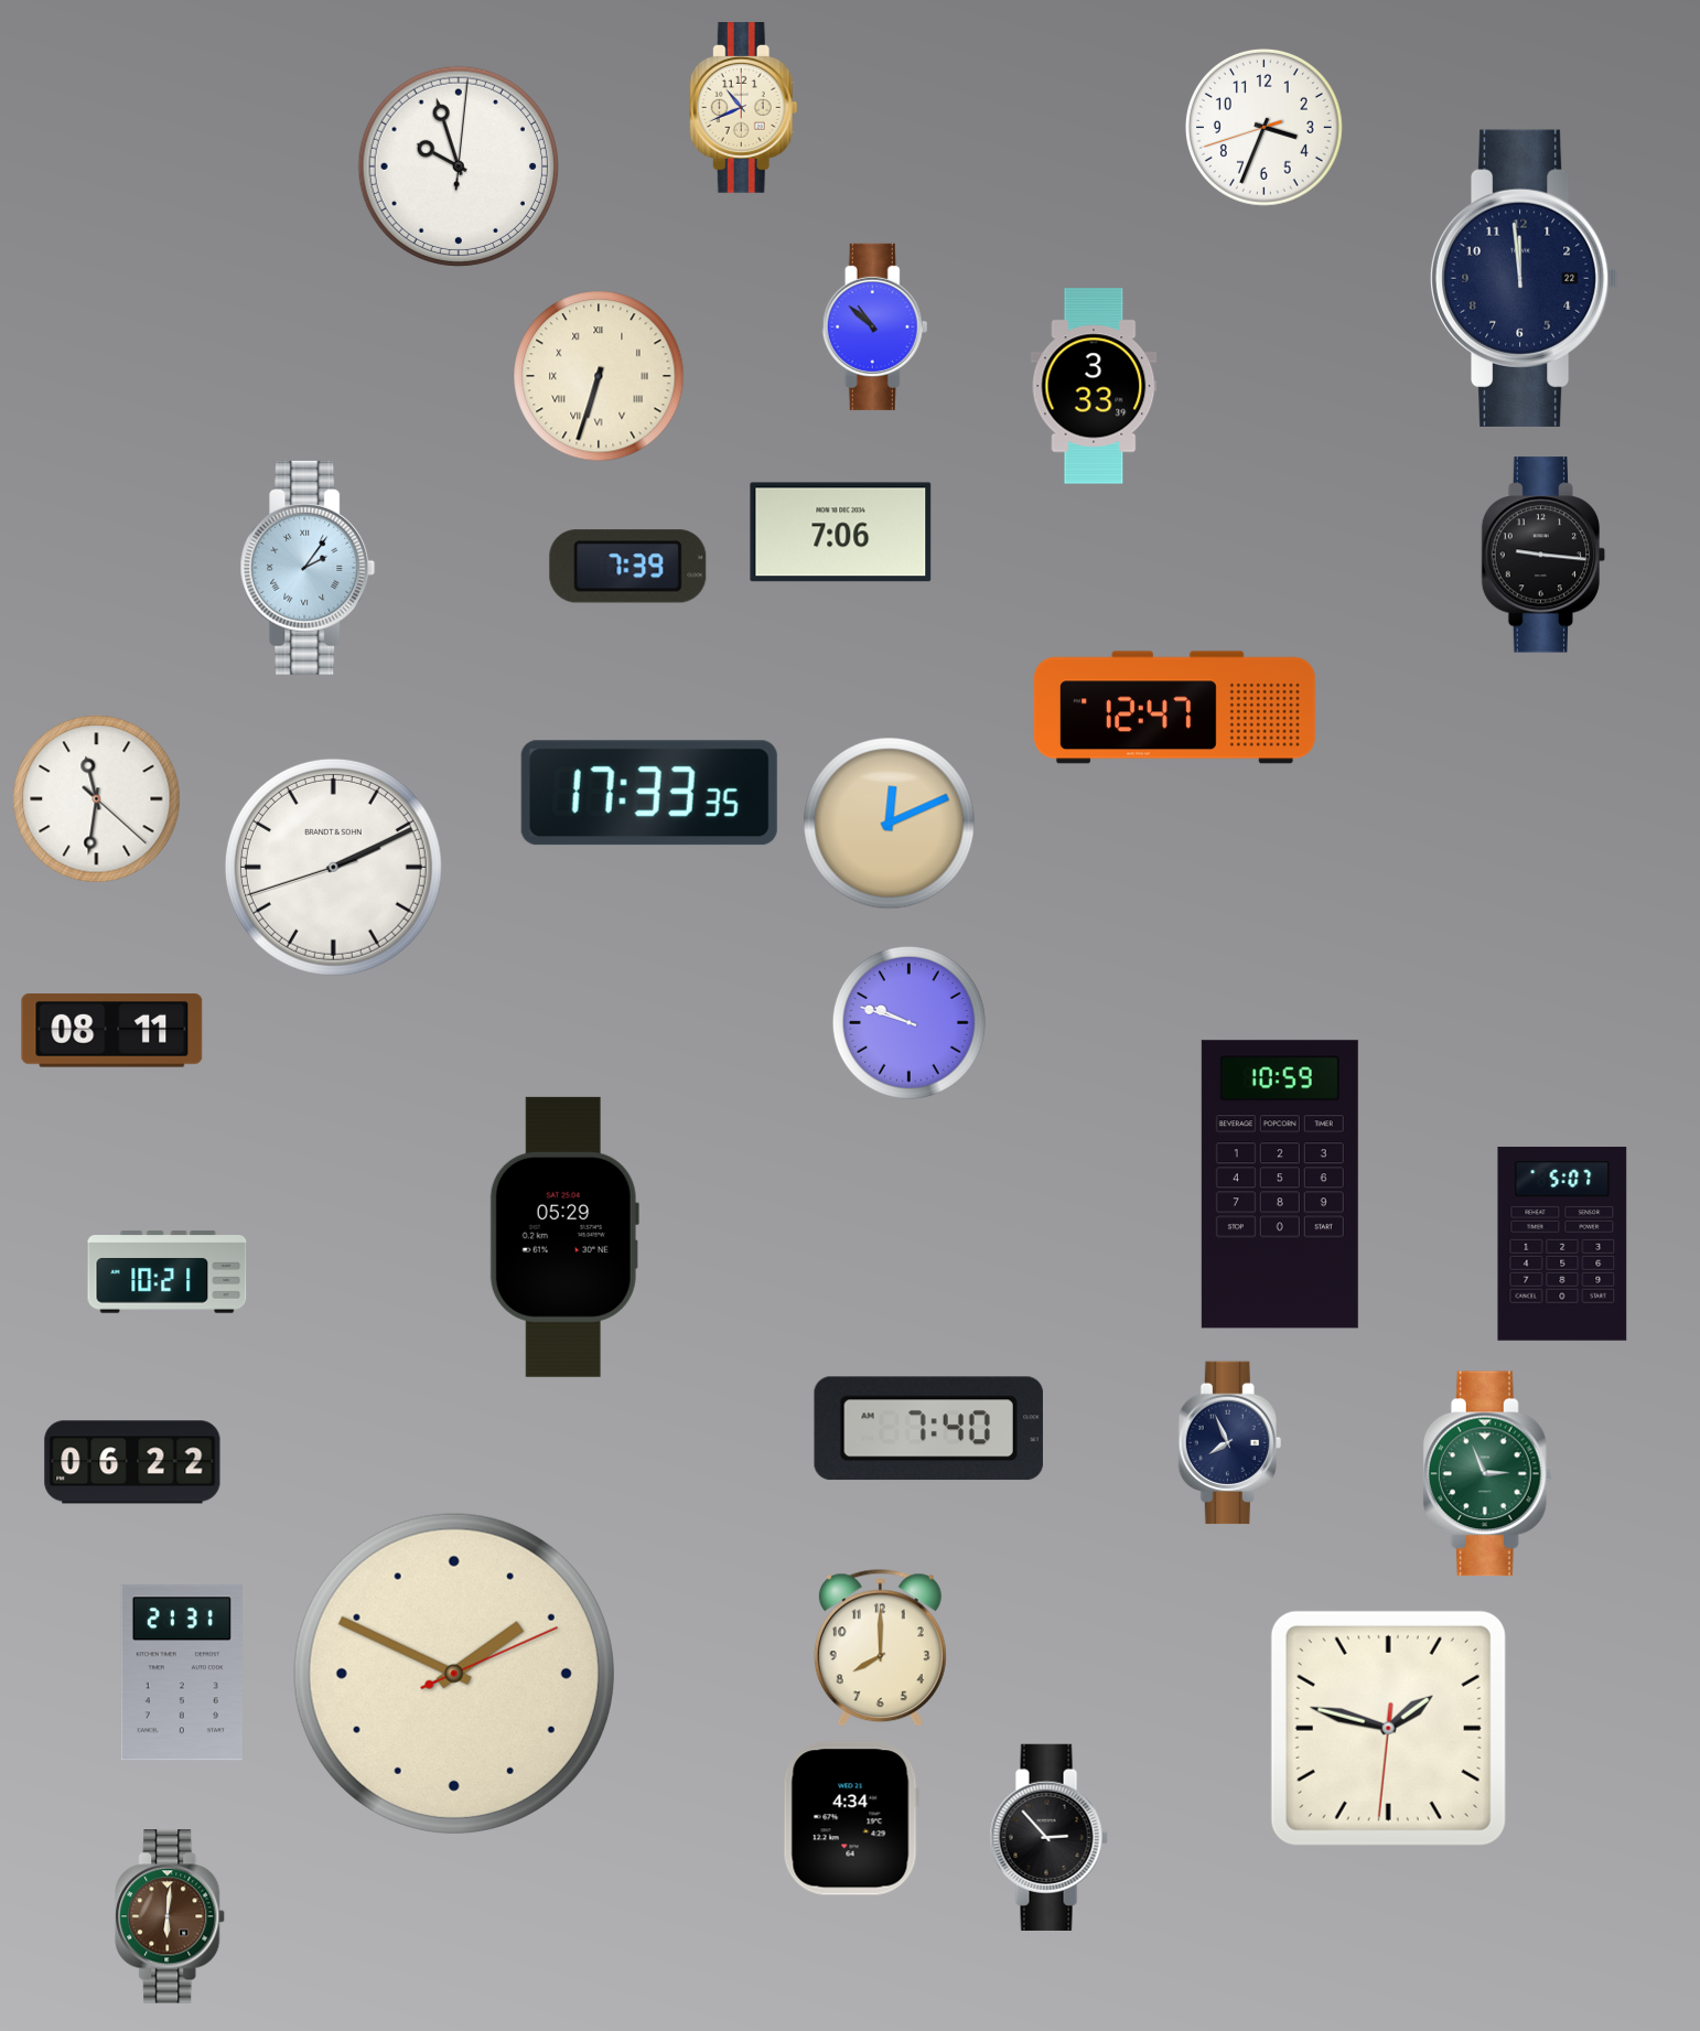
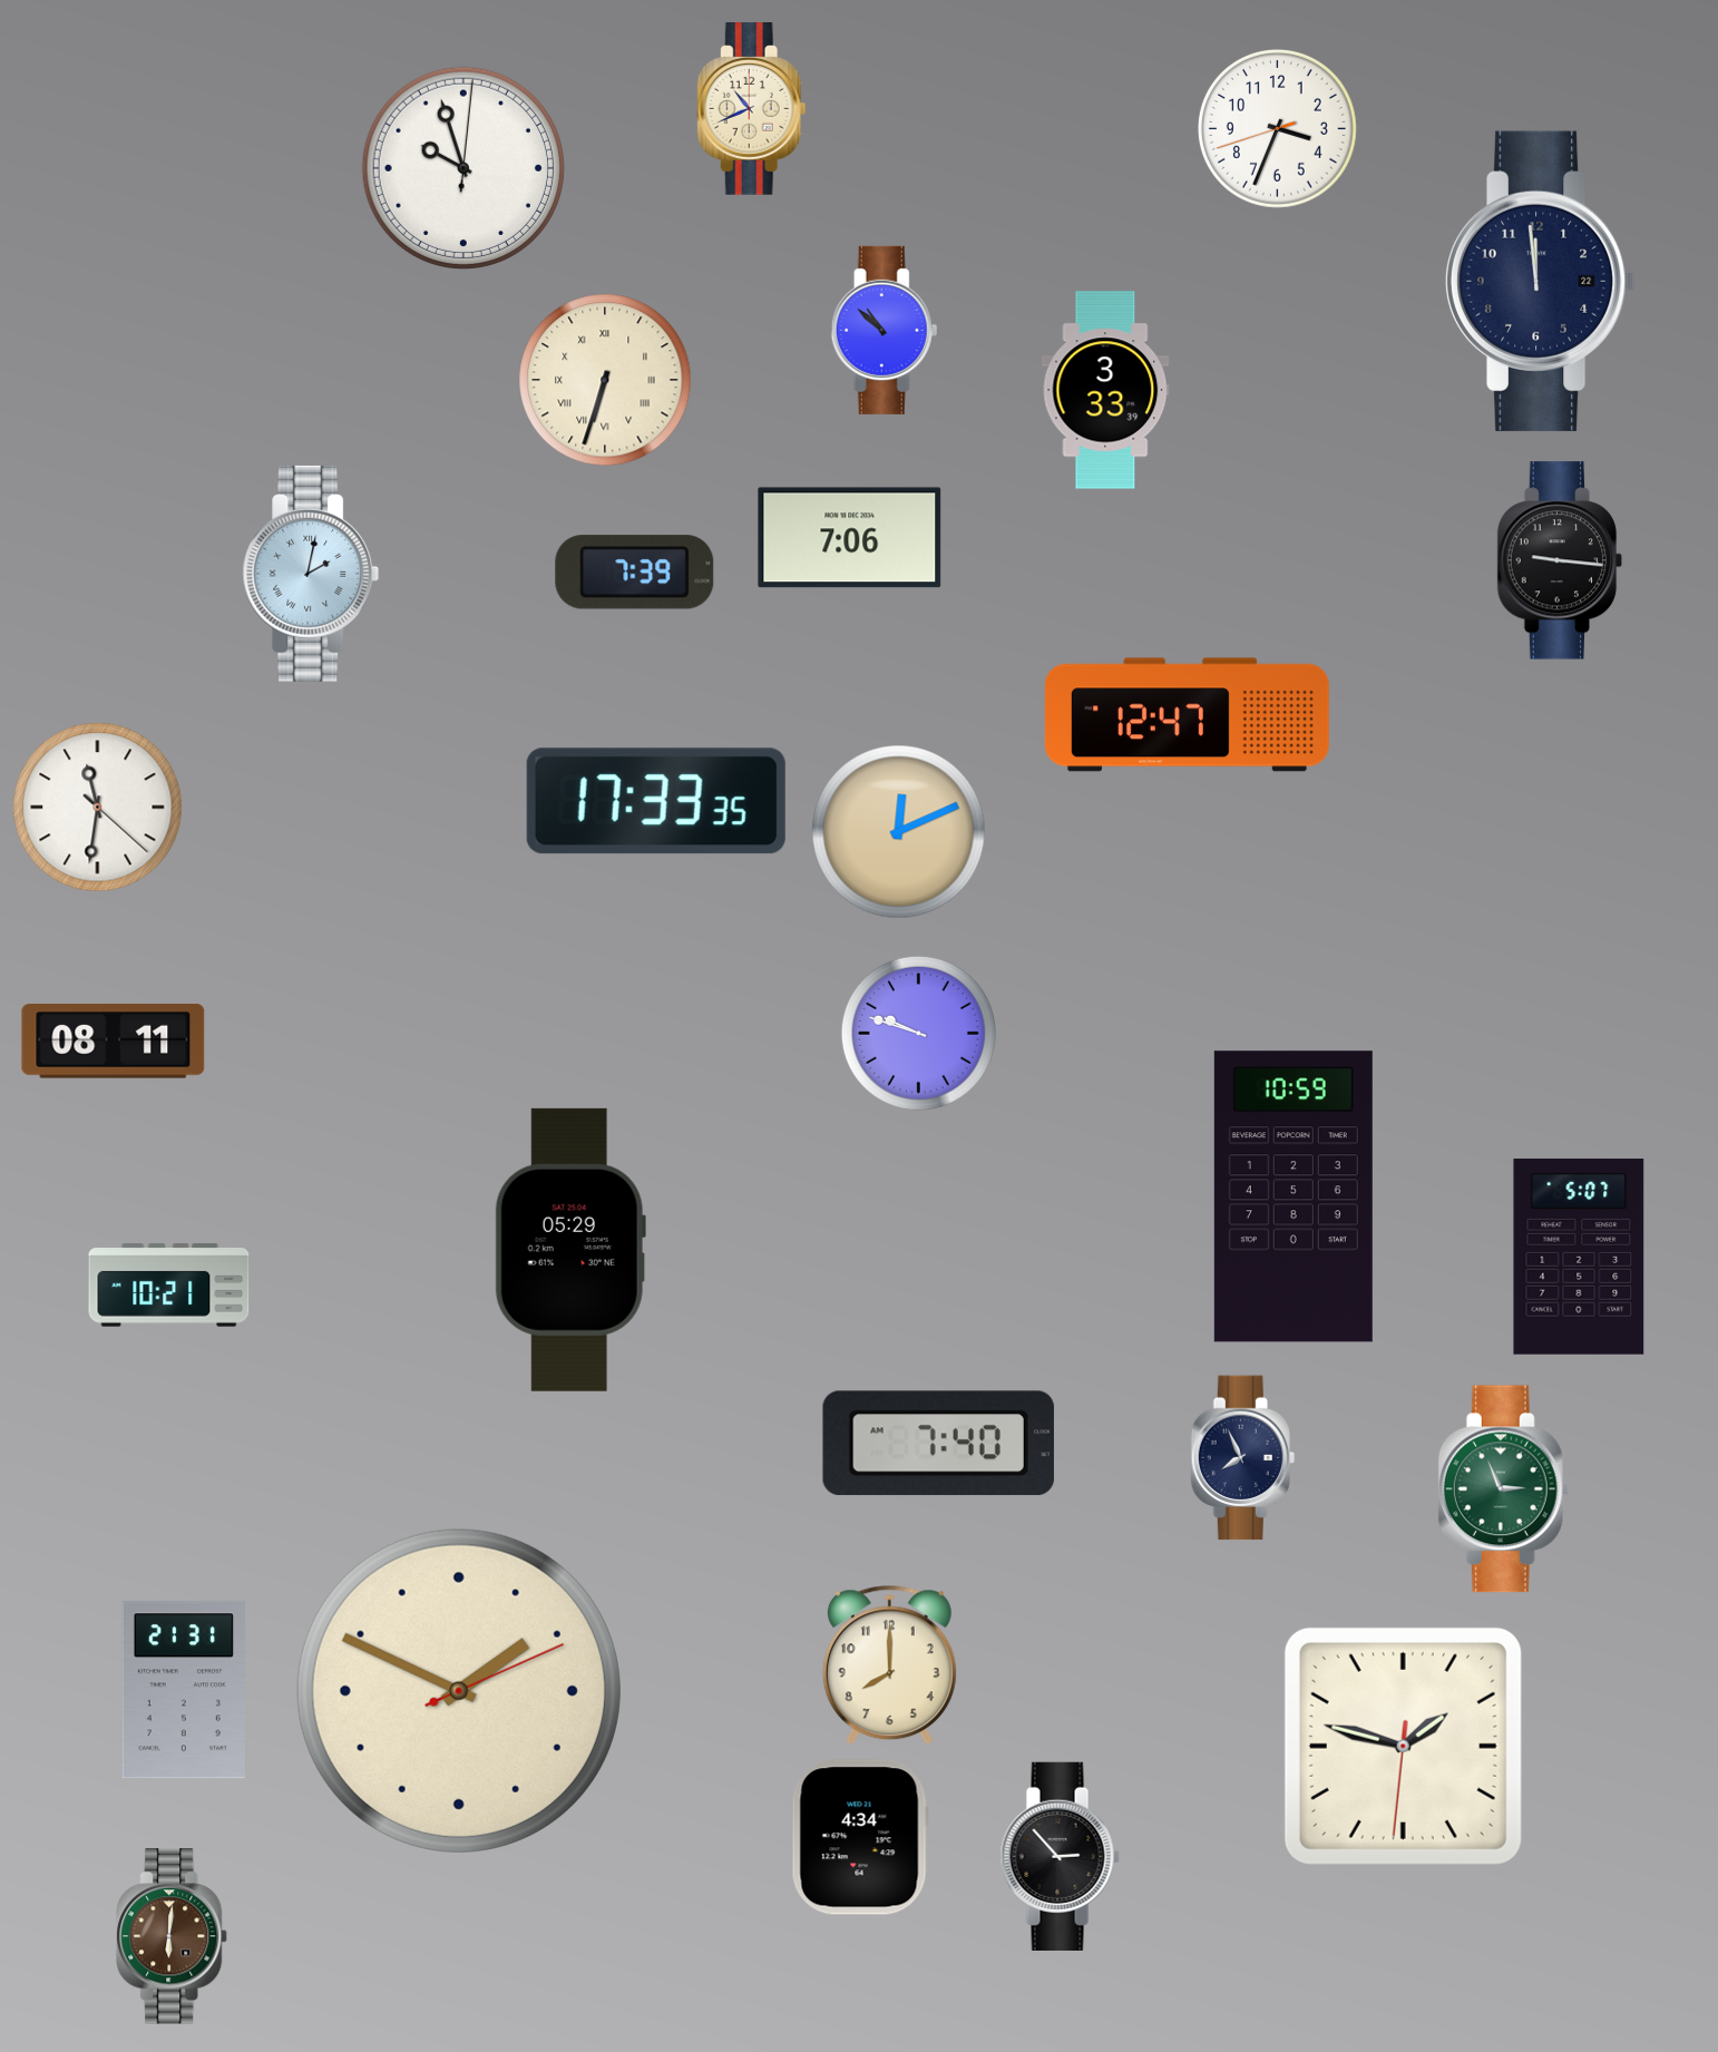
clock at (308, 568): 2:06 -> 2:02
clock at (333, 867): 2:10 -> none
clock at (132, 1462): 06:22 -> none
